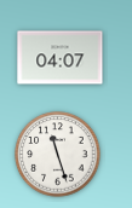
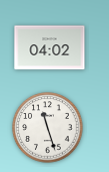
clock at (61, 58): 04:07 -> 04:02
